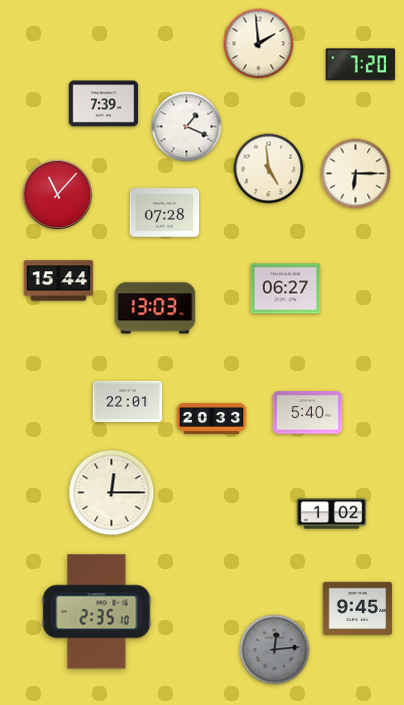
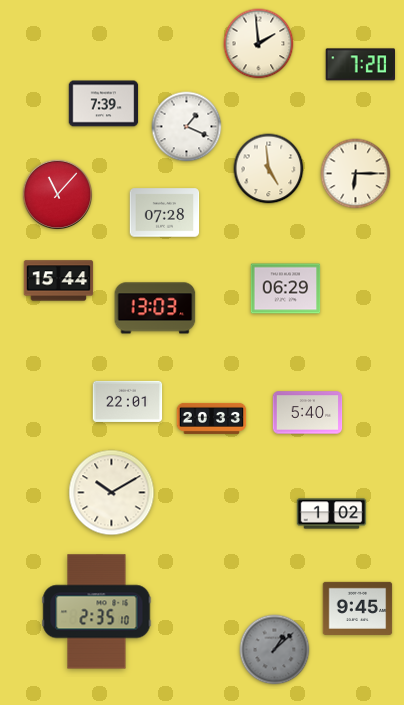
clock at (286, 289): 06:27 -> 06:29
clock at (112, 493): 12:15 -> 10:10
clock at (275, 650): 12:14 -> 1:08
